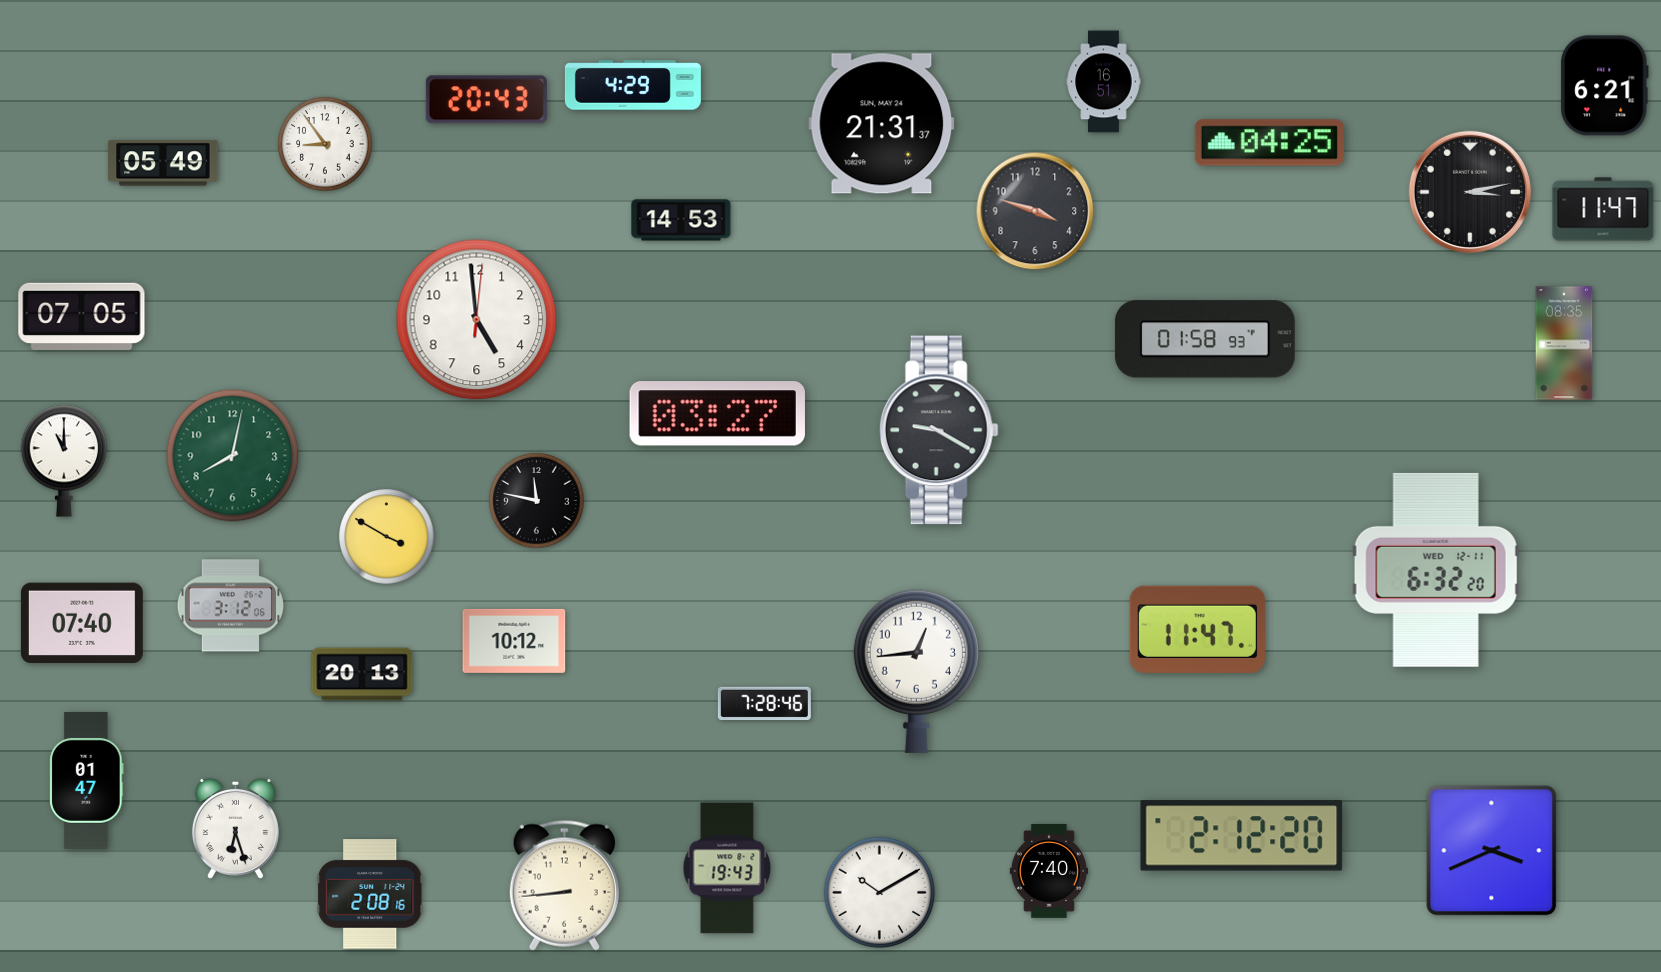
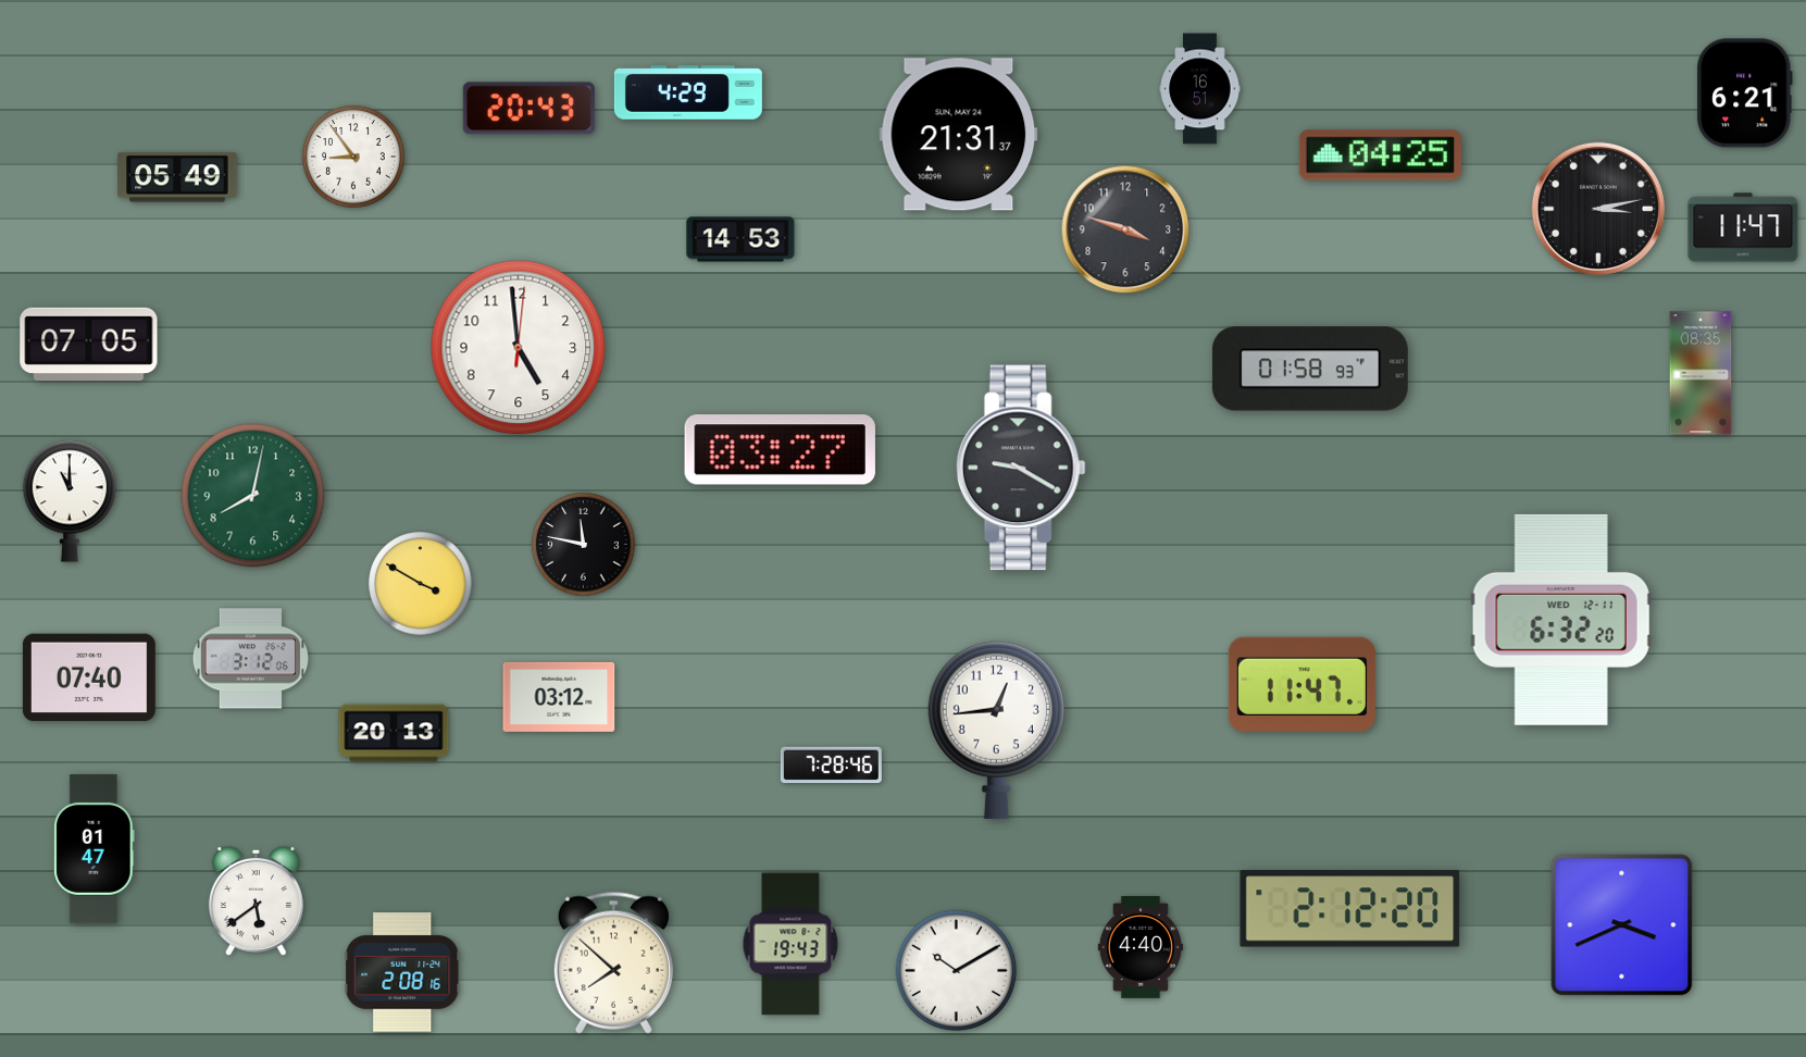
clock at (514, 641): 10:12 -> 03:12
clock at (235, 828): 6:27 -> 5:39
clock at (1049, 872): 7:40 -> 4:40
clock at (564, 885): 8:44 -> 7:52
